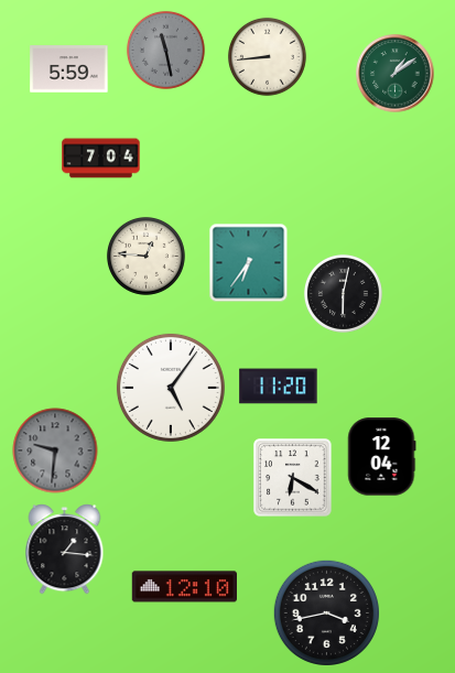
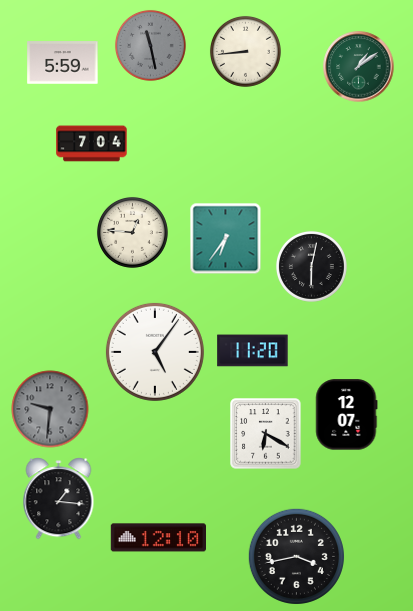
clock at (267, 56) position: (267, 56) -> (245, 51)
clock at (382, 457): 12:04 -> 12:07
clock at (184, 587) position: (184, 587) -> (158, 538)
